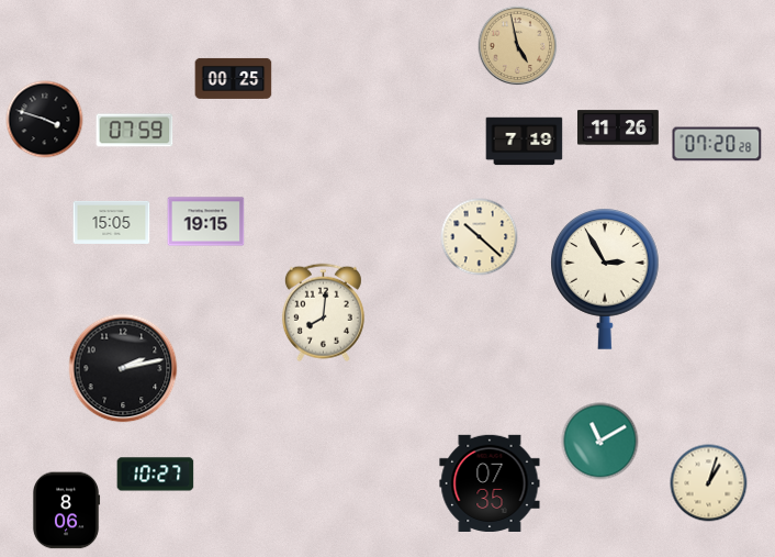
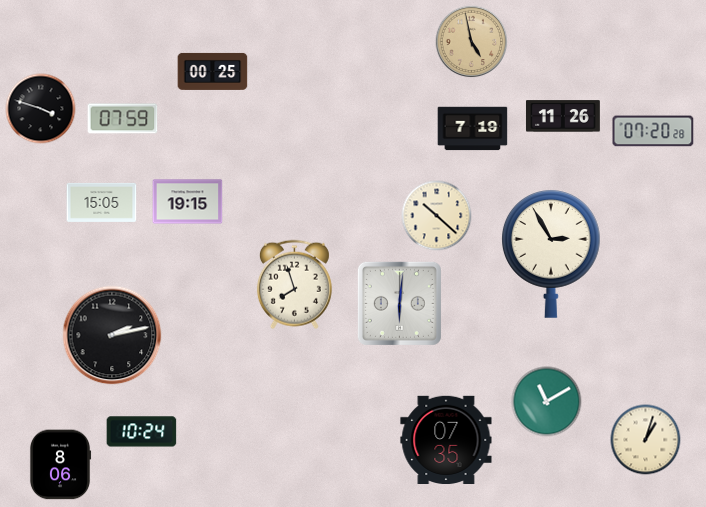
clock at (525, 142) position: (525, 142) -> (473, 129)
clock at (323, 313): 8:01 -> 7:57
clock at (399, 303): none -> 6:01
clock at (156, 475): 10:27 -> 10:24
